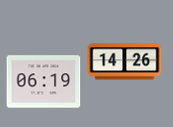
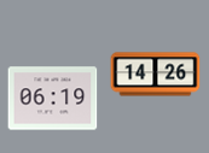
clock at (125, 62) position: (125, 62) -> (156, 75)
